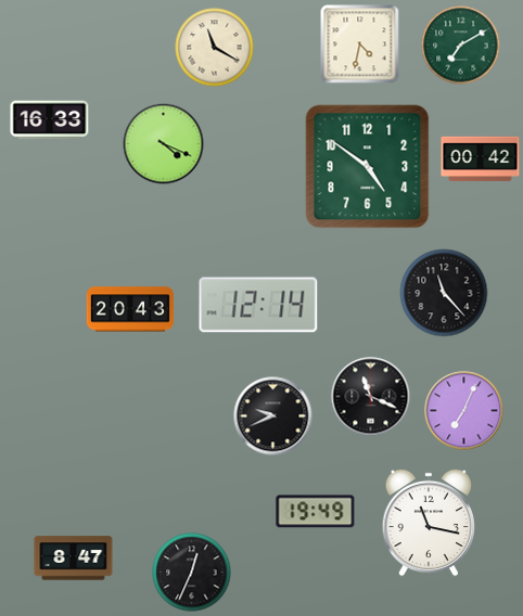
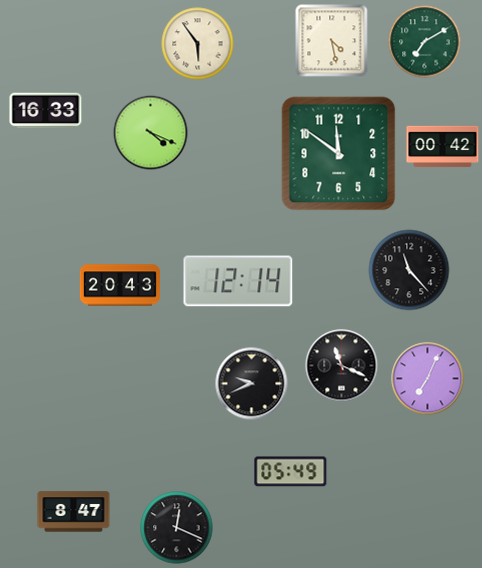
clock at (360, 44): 4:32 -> 4:28
clock at (215, 48): 11:20 -> 5:54
clock at (368, 167): 4:51 -> 11:51
clock at (316, 512): 19:49 -> 05:49
clock at (428, 523): 11:17 -> none
clock at (74, 559) position: (74, 559) -> (74, 512)
clock at (192, 573): 12:34 -> 12:19
